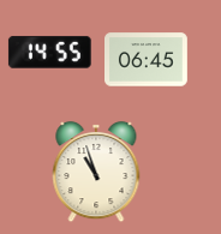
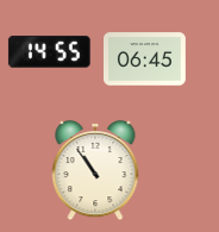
clock at (96, 172): 10:57 -> 10:54
